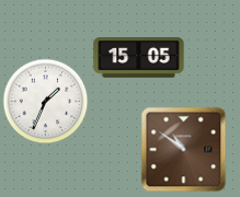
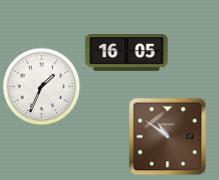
clock at (139, 58): 15:05 -> 16:05
clock at (45, 101) position: (45, 101) -> (41, 86)
